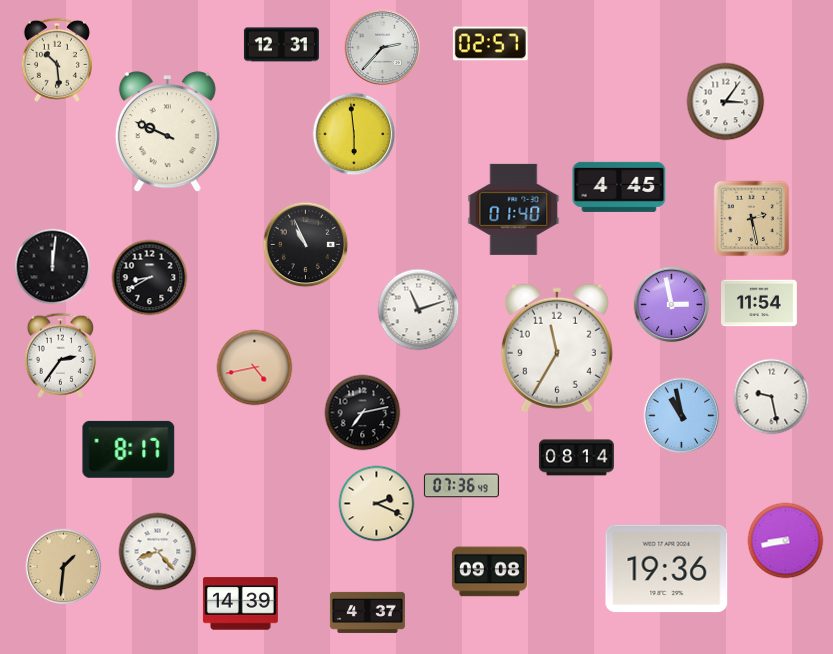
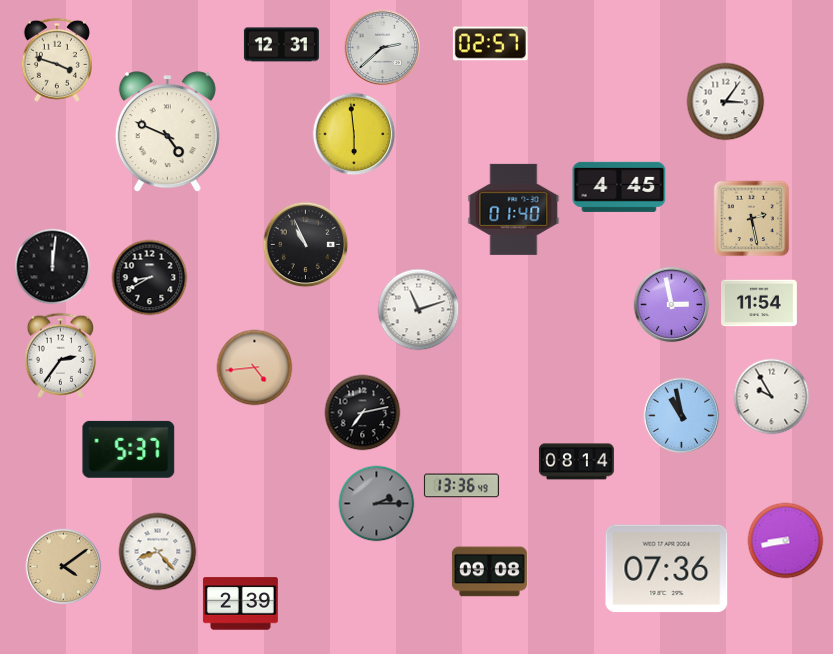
clock at (383, 48): 2:37 -> 2:38
clock at (57, 60): 10:29 -> 3:48
clock at (167, 132): 9:49 -> 4:49
clock at (557, 348): 11:35 -> none
clock at (255, 368): 4:43 -> 4:44
clock at (772, 397): 9:28 -> 9:55
clock at (129, 449): 8:17 -> 5:37
clock at (576, 458) position: (576, 458) -> (576, 462)
clock at (461, 486): 07:36 -> 13:36
clock at (377, 504): 2:19 -> 2:15
clock at (377, 504) dial: cream -> grey
clock at (64, 567): 1:31 -> 4:09
clock at (667, 569): 19:36 -> 07:36
clock at (240, 604): 14:39 -> 2:39
clock at (367, 612): 4:37 -> none
